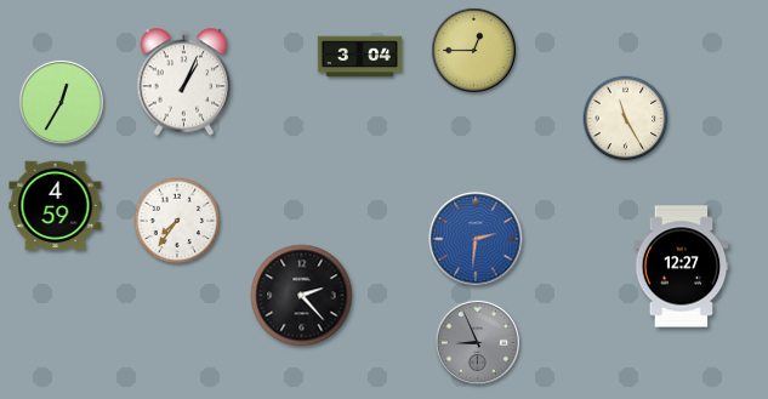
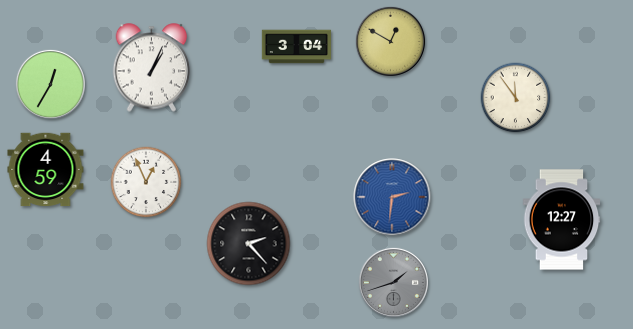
clock at (473, 50): 12:45 -> 12:50
clock at (626, 119): 11:25 -> 11:54
clock at (177, 221): 7:36 -> 12:56
clock at (477, 342): 8:56 -> 1:42
